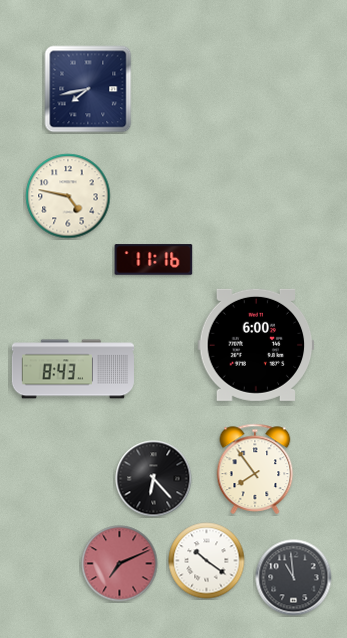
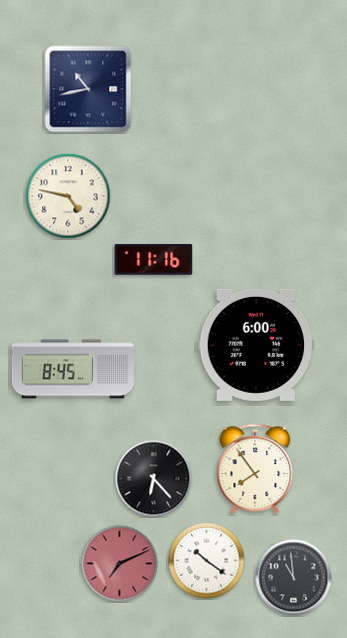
clock at (88, 89): 7:43 -> 10:43
clock at (73, 369): 8:43 -> 8:45
